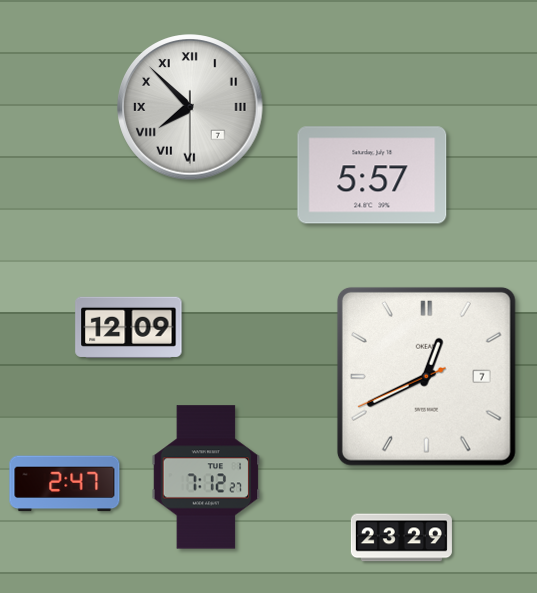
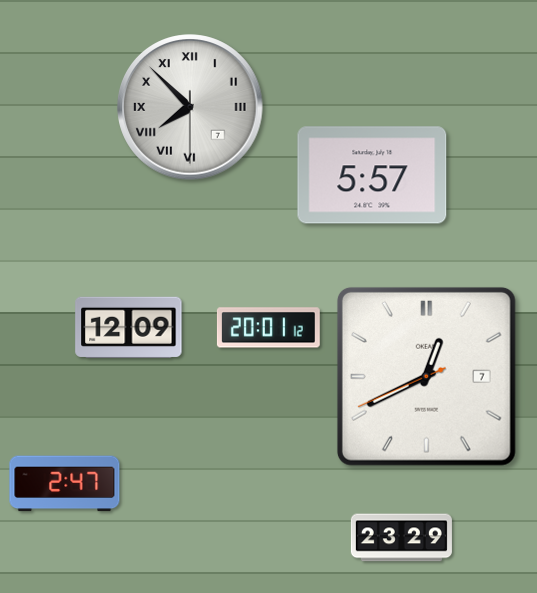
clock at (268, 328): none -> 20:01
clock at (206, 477): 7:12 -> none
